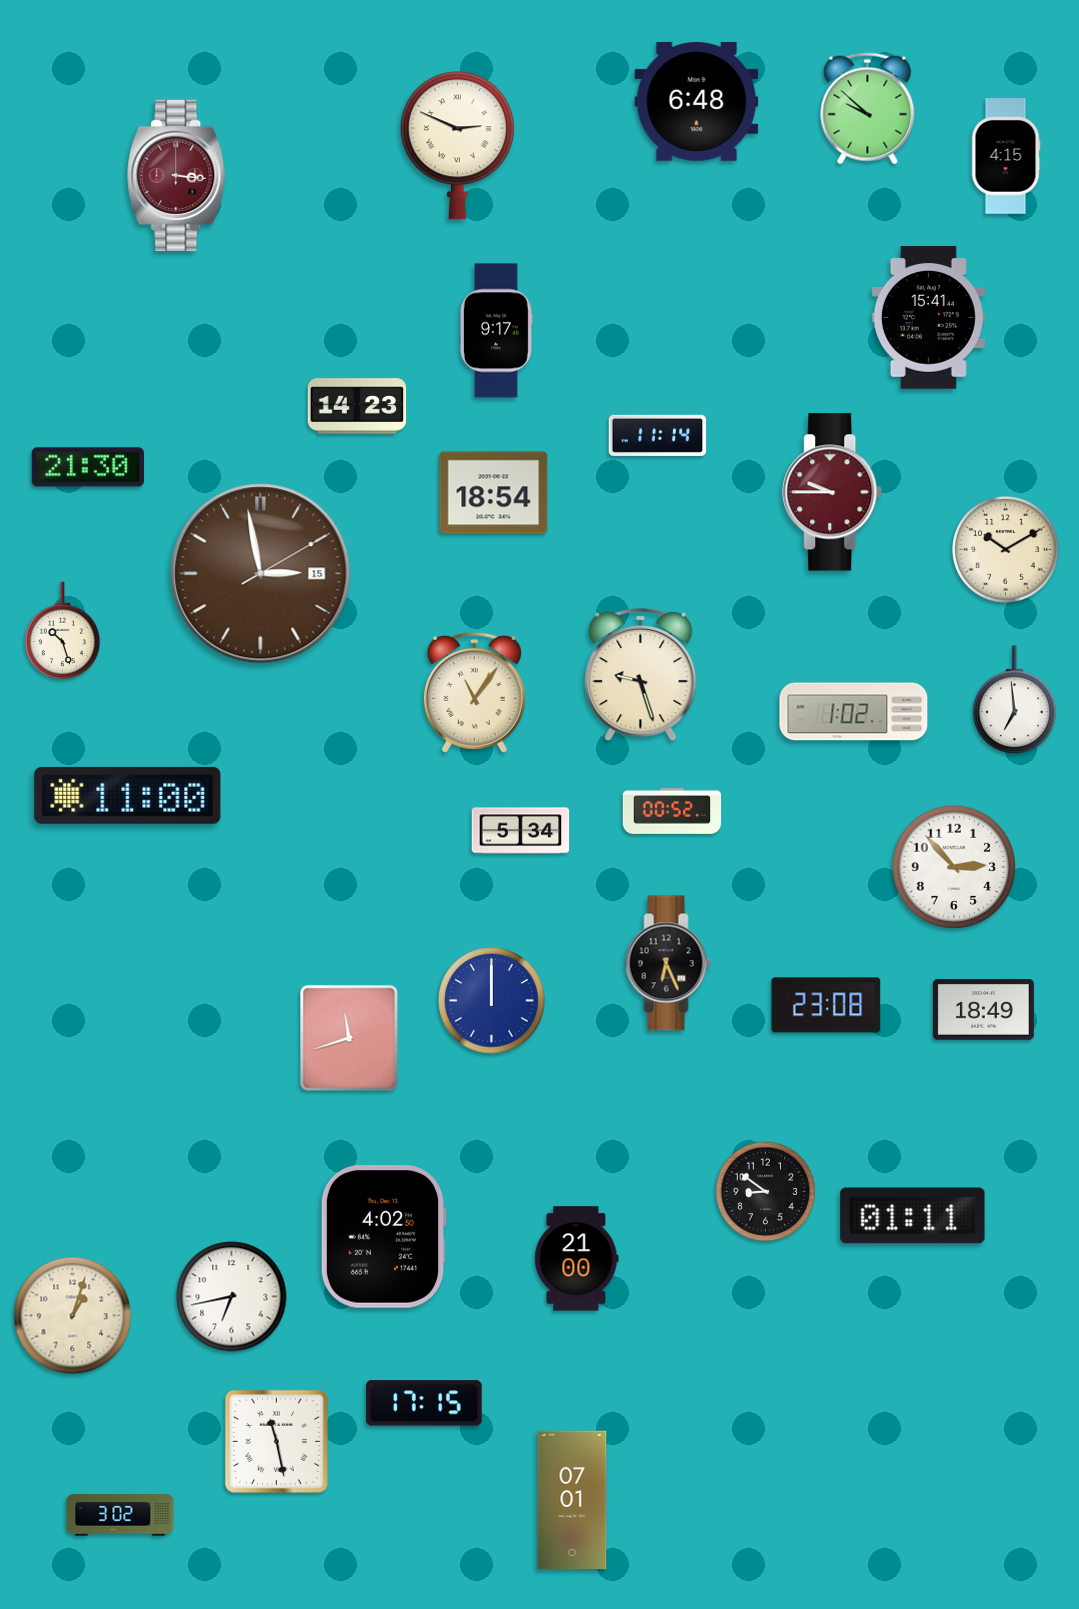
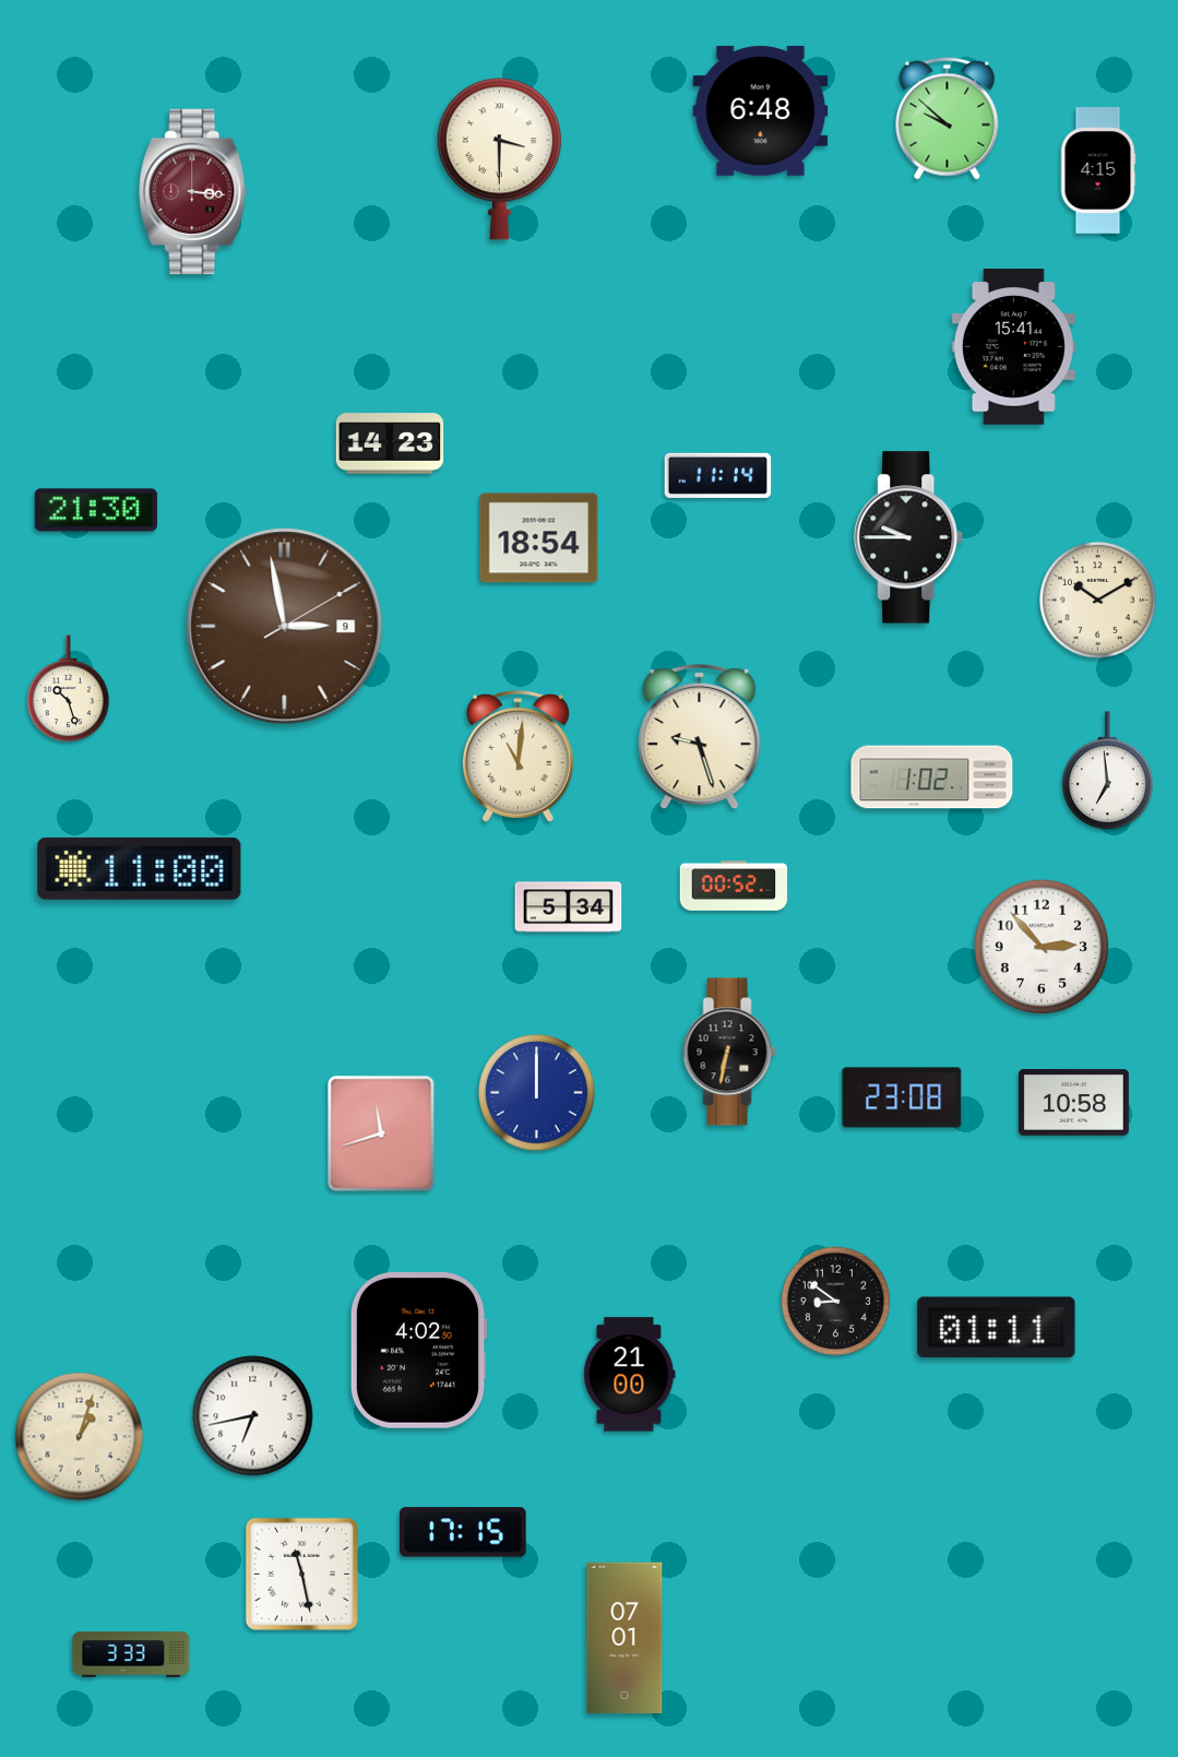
clock at (457, 146): 2:49 -> 3:30
clock at (496, 331): 9:17 -> none
clock at (833, 492) dial: burgundy -> black
clock at (261, 574) date: 15 -> 9
clock at (474, 692): 11:06 -> 11:01
clock at (1015, 700) position: (1015, 700) -> (1108, 771)
clock at (668, 963): 6:26 -> 6:32
clock at (983, 1010): 18:49 -> 10:58
clock at (120, 1515): 3:02 -> 3:33
